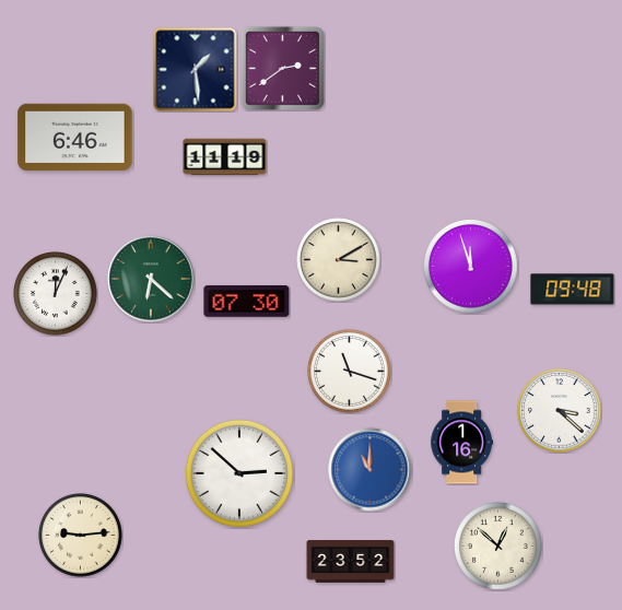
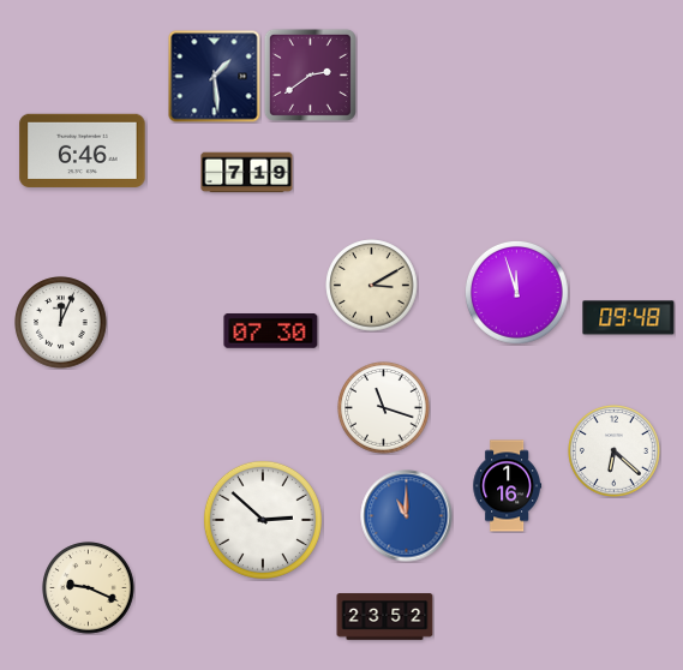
clock at (225, 157): 11:19 -> 7:19
clock at (151, 279): 6:22 -> none
clock at (560, 411): 3:22 -> 6:22
clock at (81, 536): 9:14 -> 9:19
clock at (498, 547): 12:52 -> none
